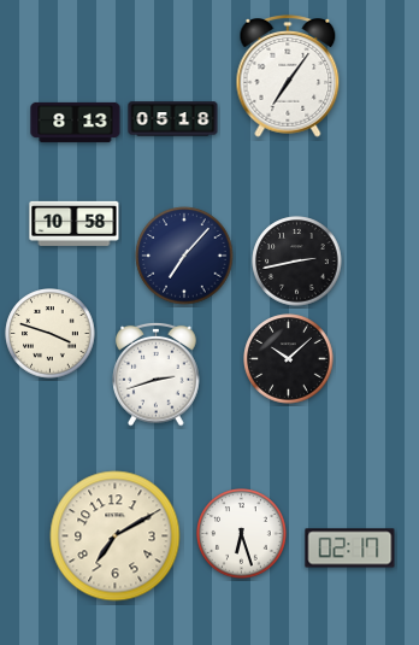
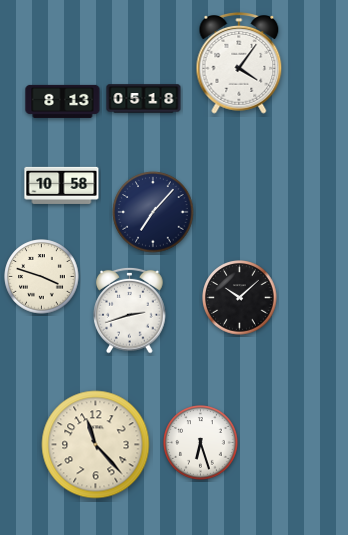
clock at (288, 77): 7:06 -> 4:06
clock at (297, 262): 2:43 -> none
clock at (116, 536): 7:10 -> 11:23
clock at (350, 549): 02:17 -> none
